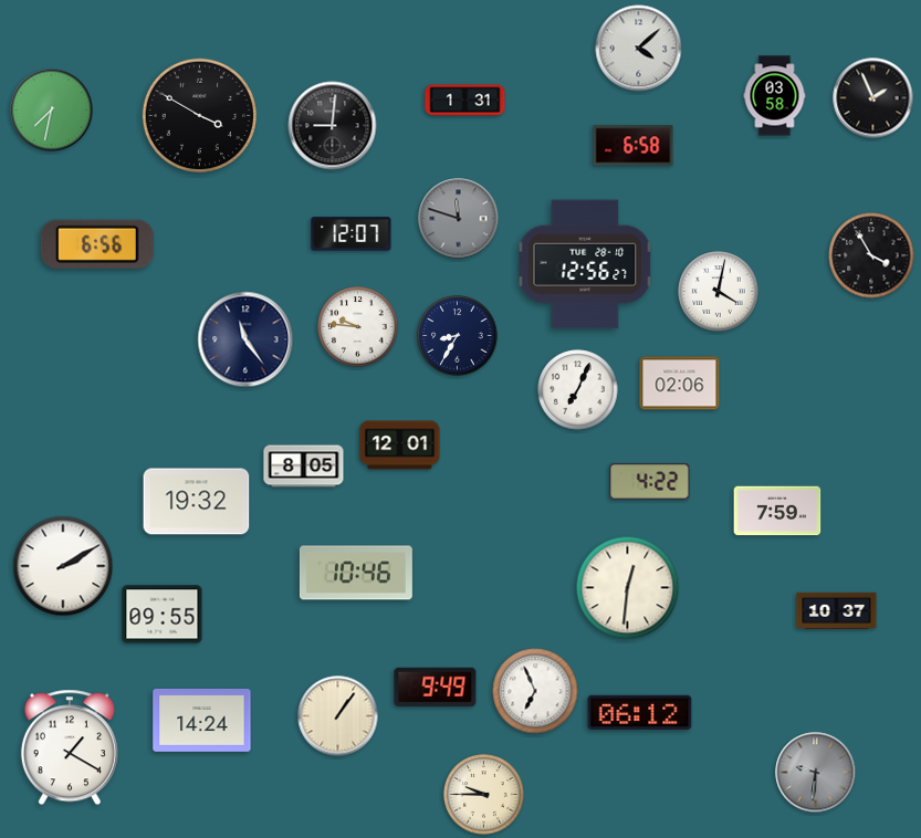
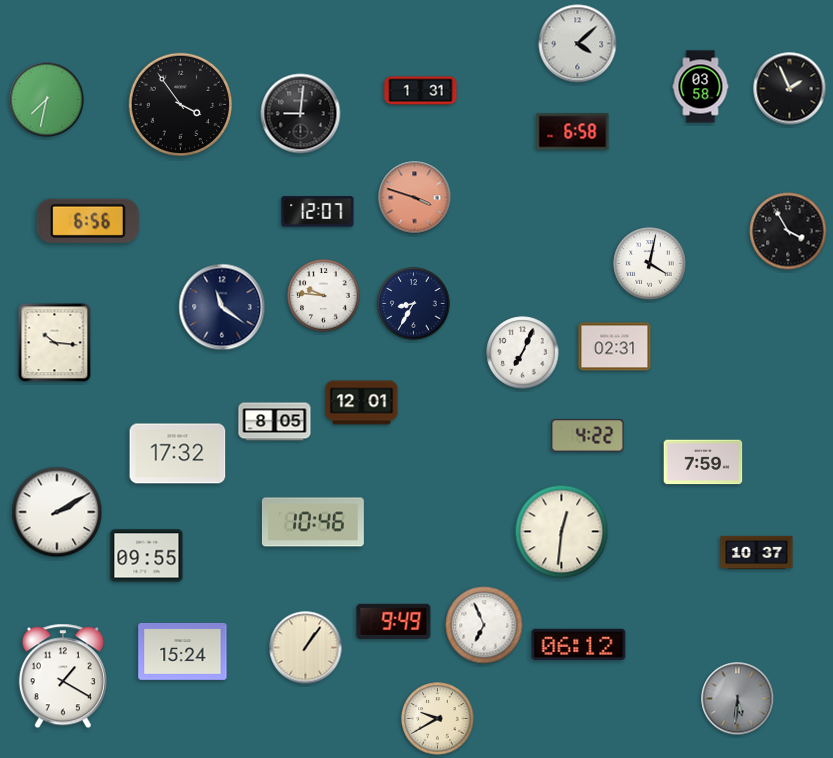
clock at (199, 115): 3:50 -> 3:54
clock at (459, 219): 11:48 -> 3:48
clock at (459, 219) dial: grey -> salmon
clock at (585, 264): 12:56 -> none
clock at (245, 339): 11:24 -> 11:21
clock at (55, 343): none -> 10:16
clock at (680, 384): 02:06 -> 02:31
clock at (197, 502): 19:32 -> 17:32
clock at (356, 573) position: (356, 573) -> (313, 522)
clock at (628, 588) position: (628, 588) -> (562, 532)
clock at (202, 720): 14:24 -> 15:24
clock at (816, 773): 9:31 -> 5:31
clock at (484, 795): 9:45 -> 9:40
